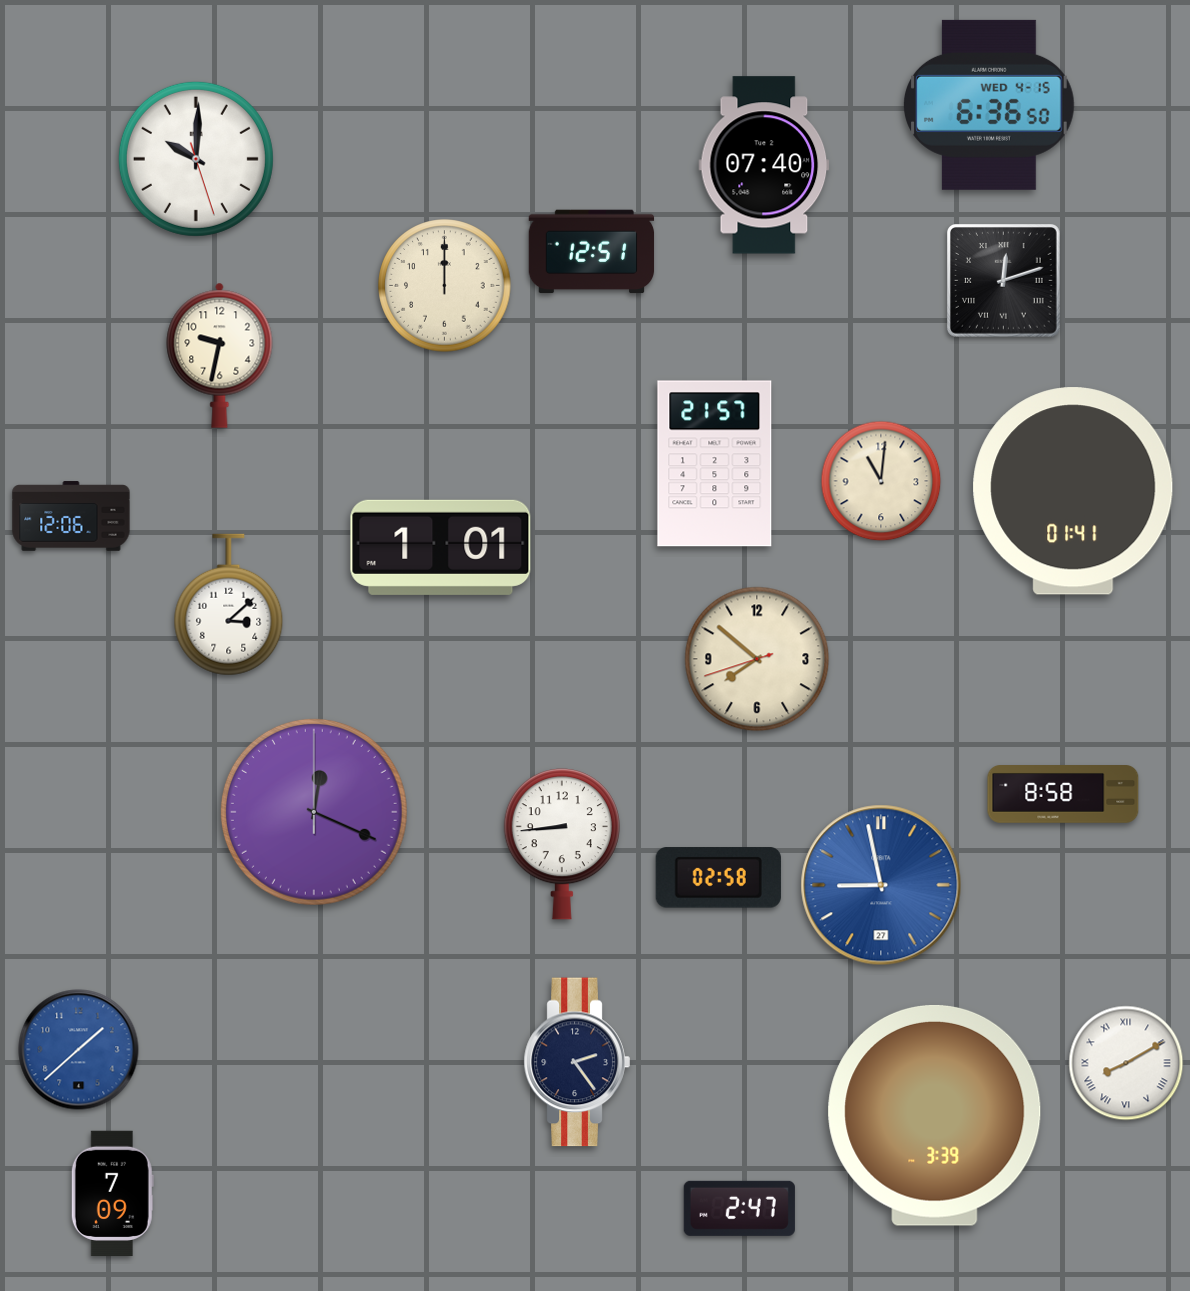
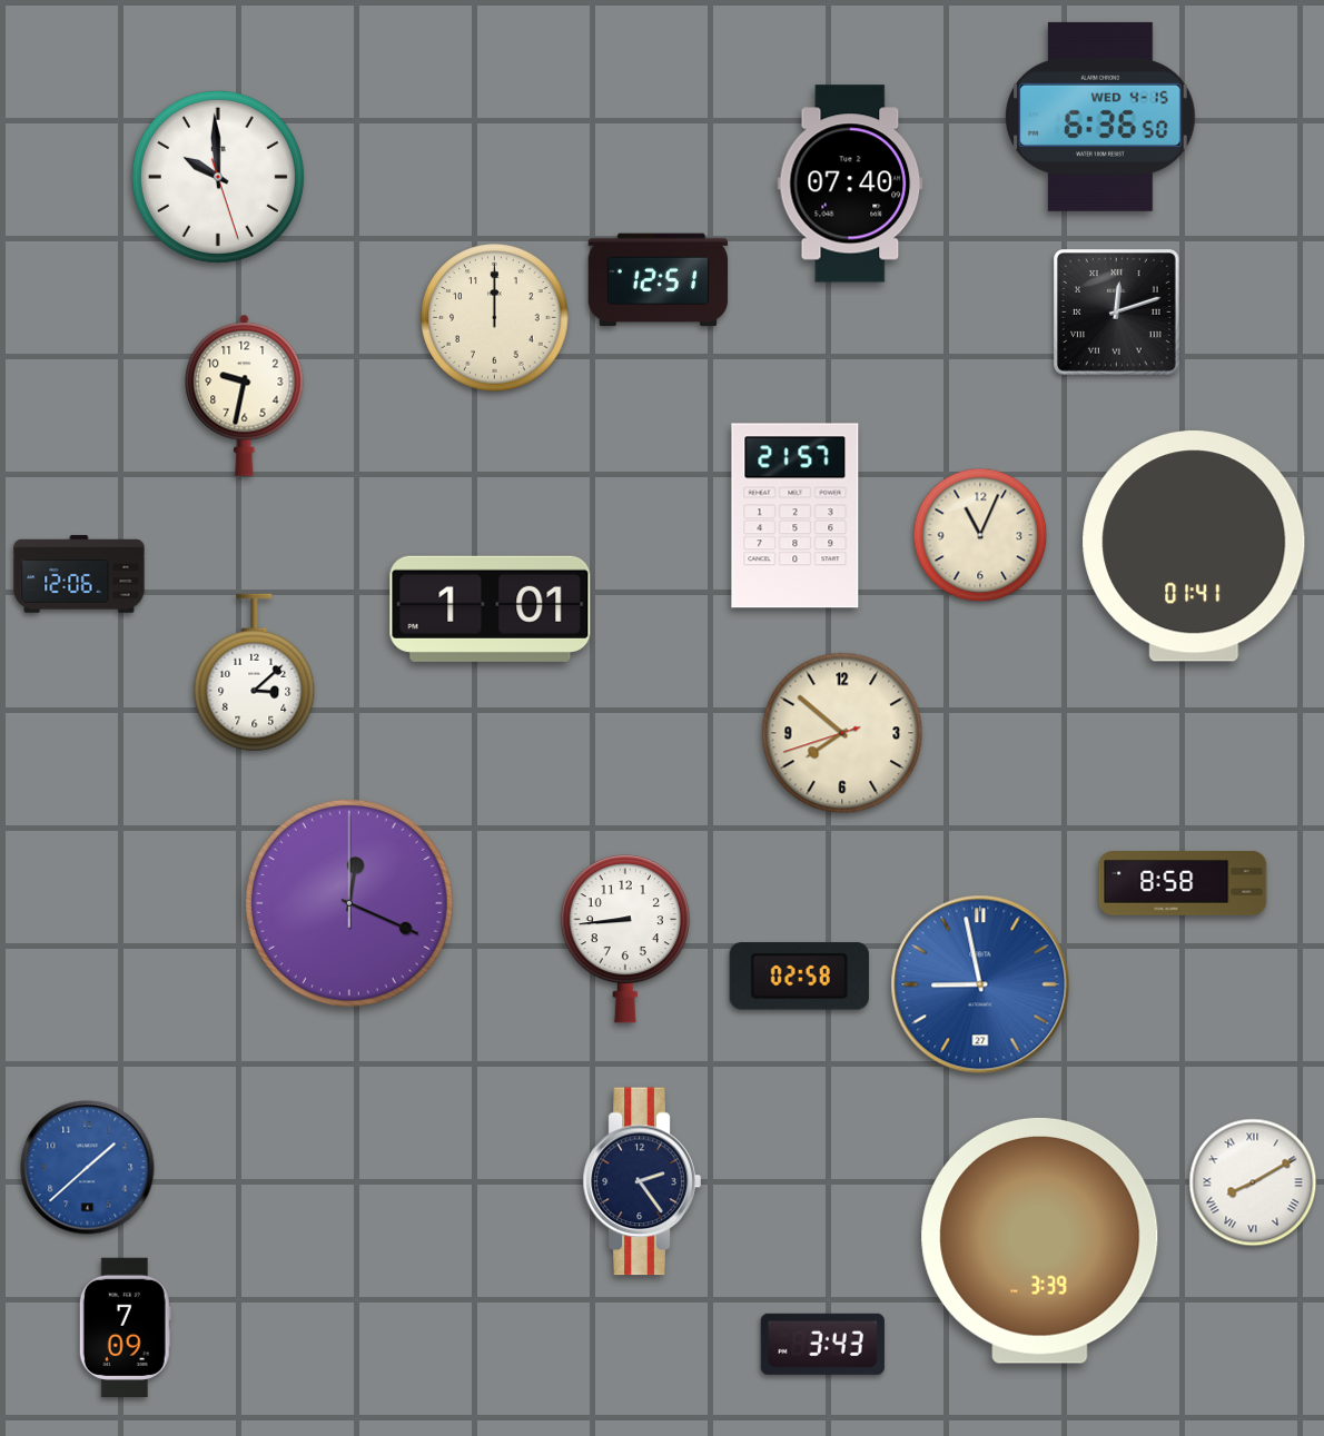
clock at (196, 159): 10:00 -> 9:59
clock at (881, 481): 11:01 -> 11:04
clock at (739, 1208): 2:47 -> 3:43
